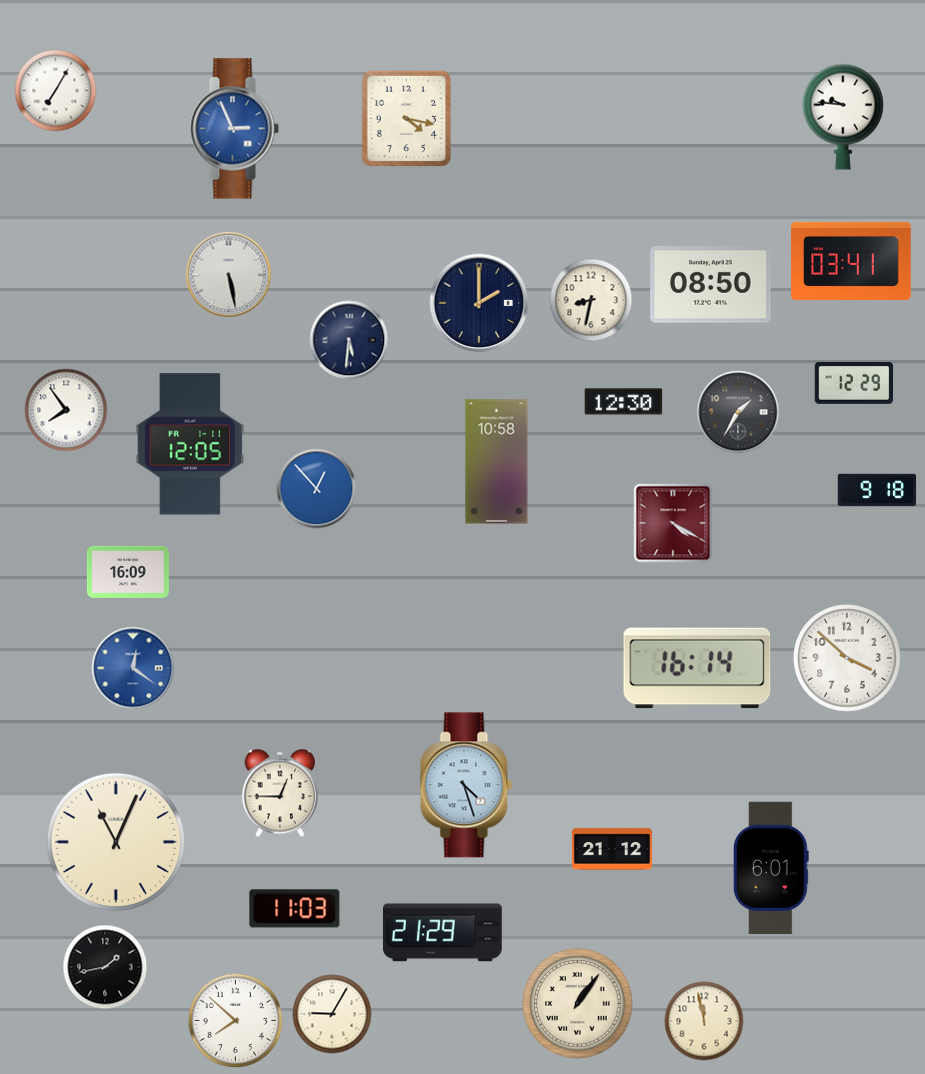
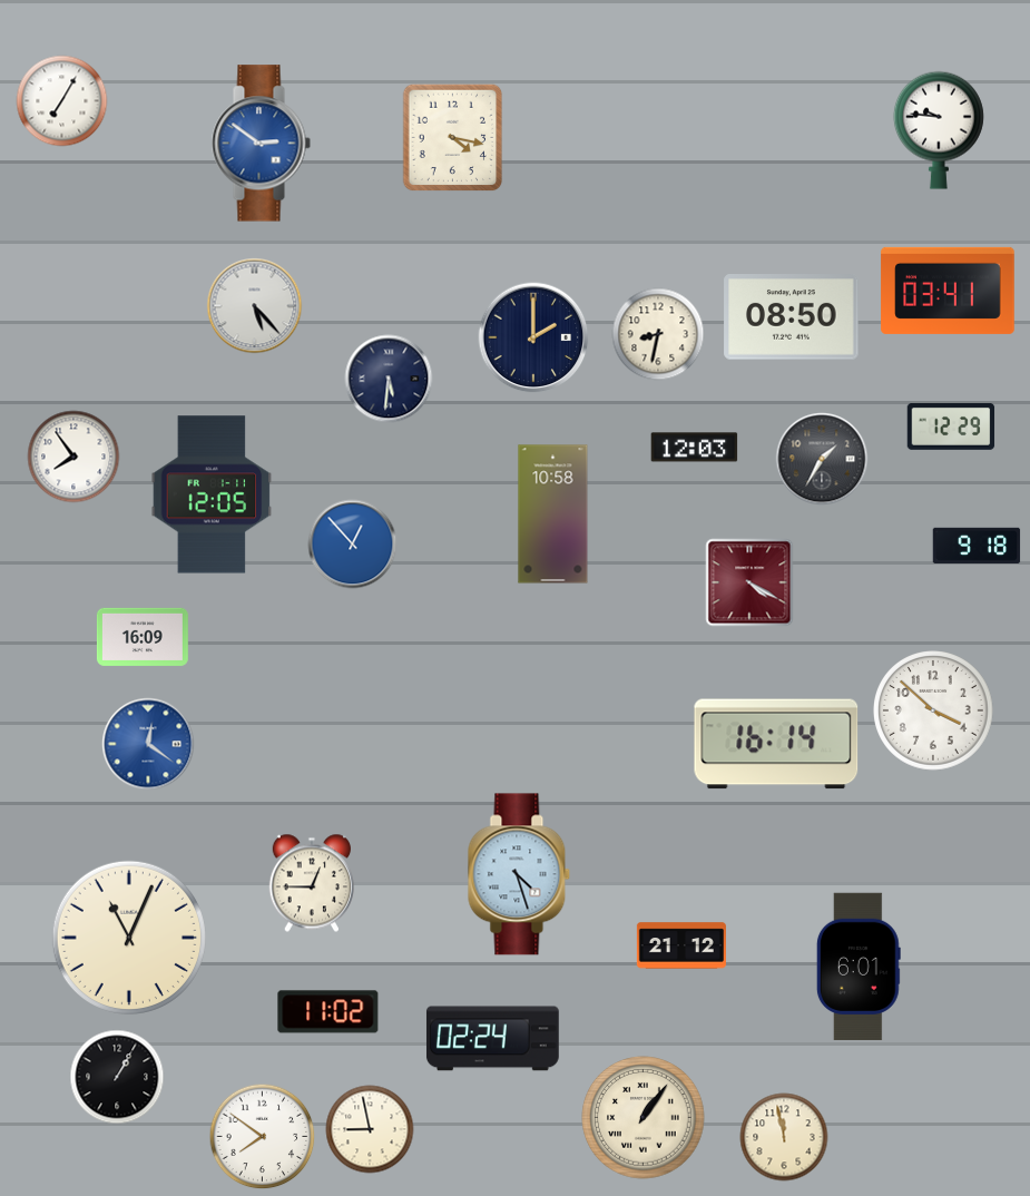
clock at (407, 119) position: (407, 119) -> (453, 138)
clock at (234, 129): 2:56 -> 2:51
clock at (229, 275): 5:28 -> 5:23
clock at (624, 402): 12:30 -> 12:03
clock at (848, 659) position: (848, 659) -> (934, 712)
clock at (295, 909): 11:03 -> 11:02
clock at (442, 933): 21:29 -> 02:24
clock at (105, 967): 1:43 -> 1:05
clock at (332, 1014): 9:05 -> 8:58
clock at (236, 1021): 7:52 -> 7:51
